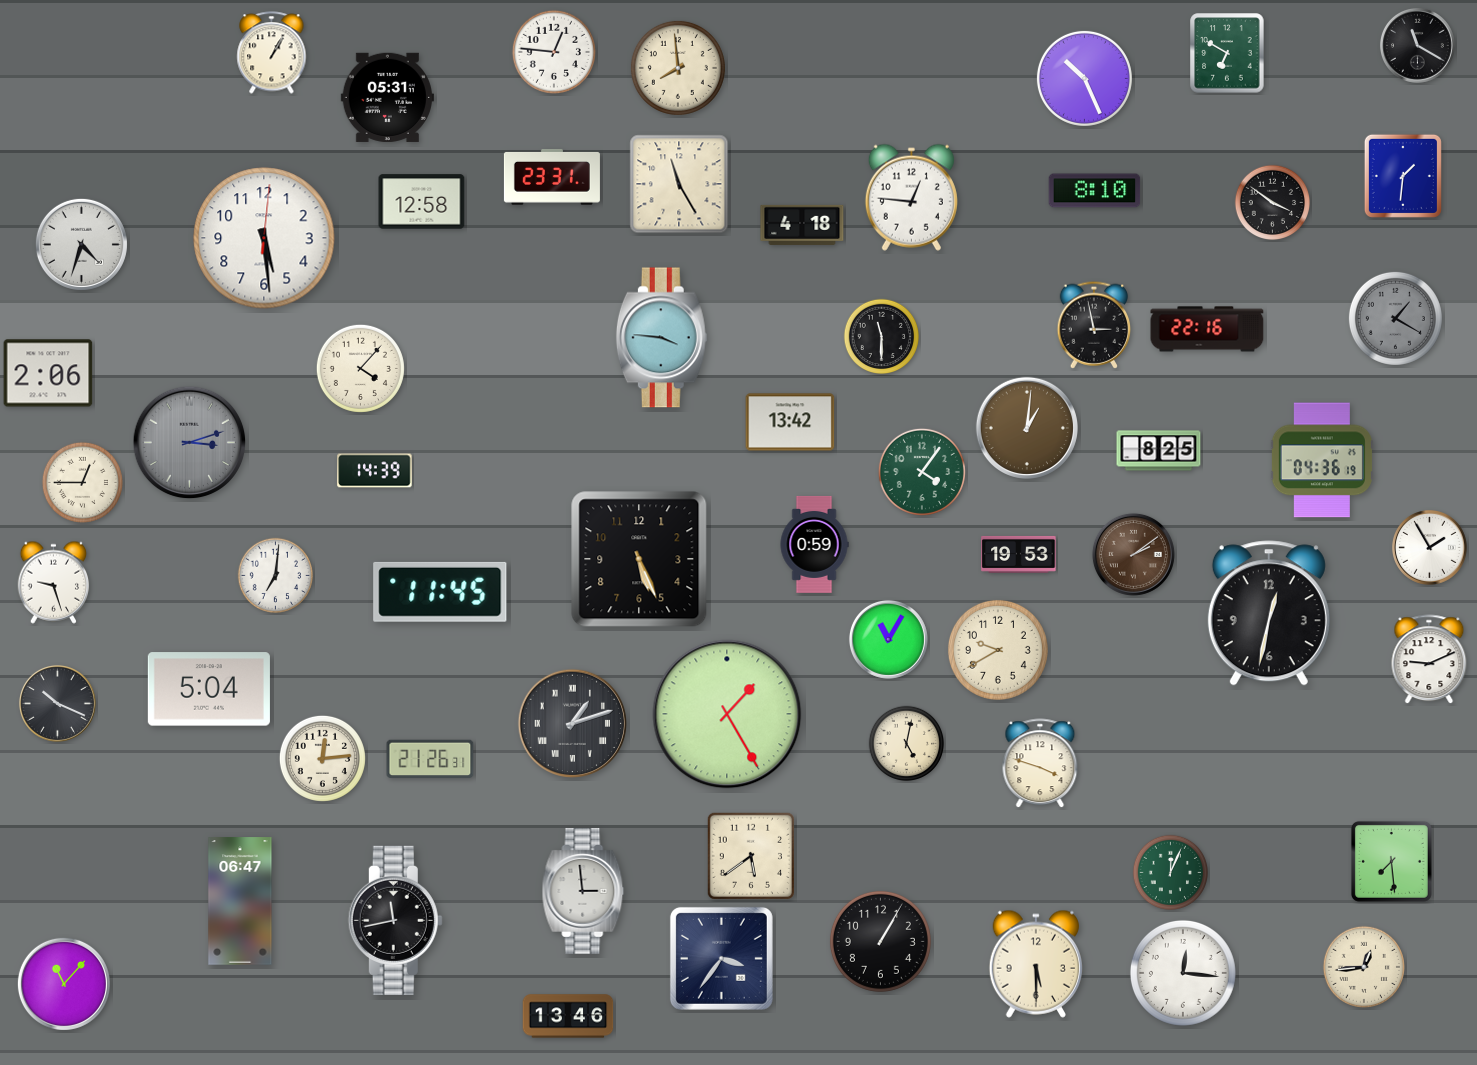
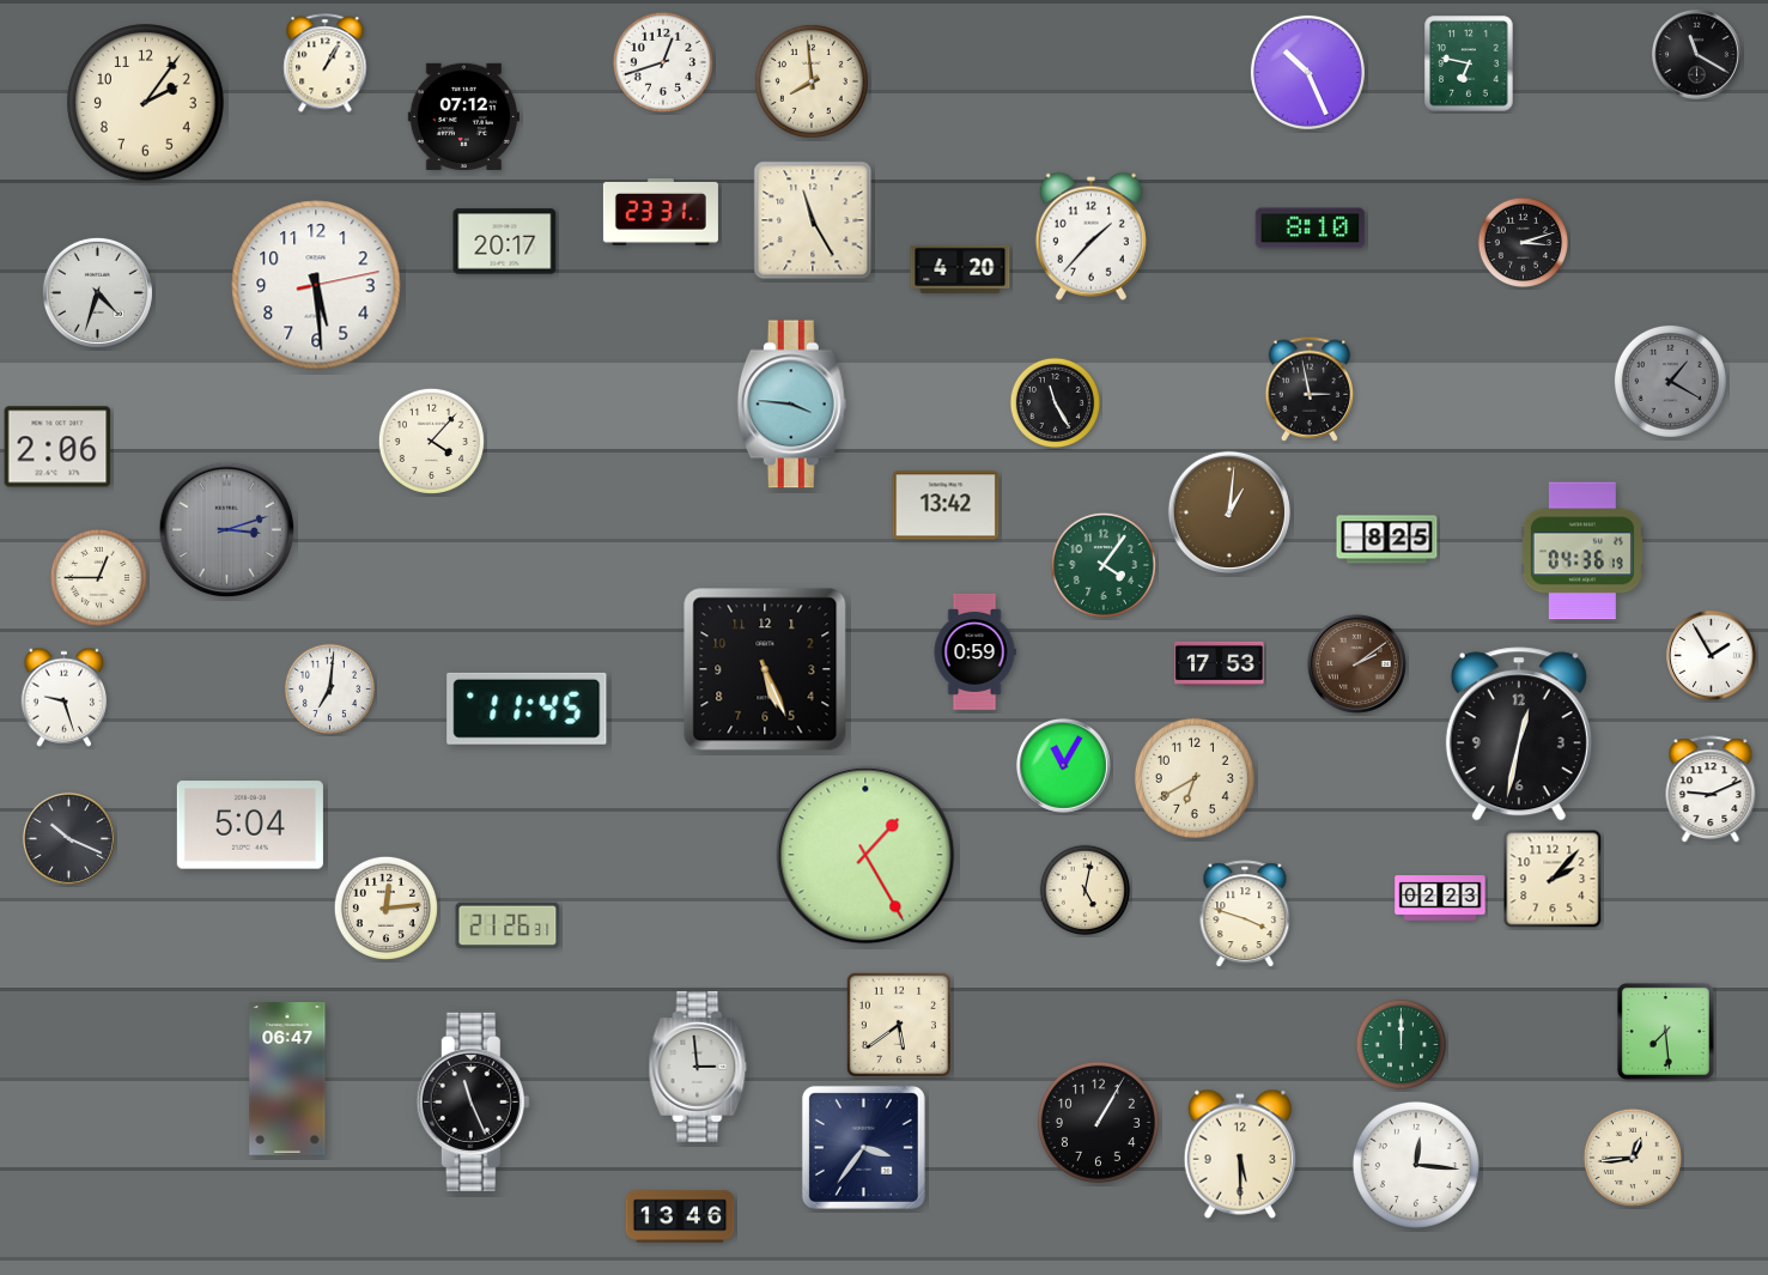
clock at (554, 52): 12:46 -> 12:42
clock at (1227, 53): 6:50 -> 6:47
clock at (1084, 78) position: (1084, 78) -> (1307, 72)
clock at (146, 103): none -> 2:06
clock at (387, 97): 05:31 -> 07:12
clock at (1403, 176): 1:31 -> none
clock at (911, 197): 12:46 -> 1:37
clock at (422, 202): 12:58 -> 20:17
clock at (1273, 203): 3:51 -> 3:12
clock at (802, 225): 4:18 -> 4:20
clock at (264, 238): 5:29:01 -> 5:29:13
clock at (1207, 329): 22:16 -> none
clock at (882, 337): 11:30 -> 11:25
clock at (375, 471): 14:39 -> none
clock at (1019, 554): 19:53 -> 17:53
clock at (998, 650): 9:40 -> 6:40
clock at (57, 703) position: (57, 703) -> (68, 838)
clock at (727, 714) position: (727, 714) -> (865, 855)
clock at (573, 724): 1:12 -> none
clock at (1553, 879): none -> 2:07
clock at (1440, 898): none -> 02:23
clock at (430, 759) position: (430, 759) -> (508, 925)
clock at (1171, 873): 12:04 -> 12:00
clock at (395, 920): 11:43 -> 11:26
clock at (880, 941) position: (880, 941) -> (1098, 1122)
clock at (64, 984): 11:07 -> none
